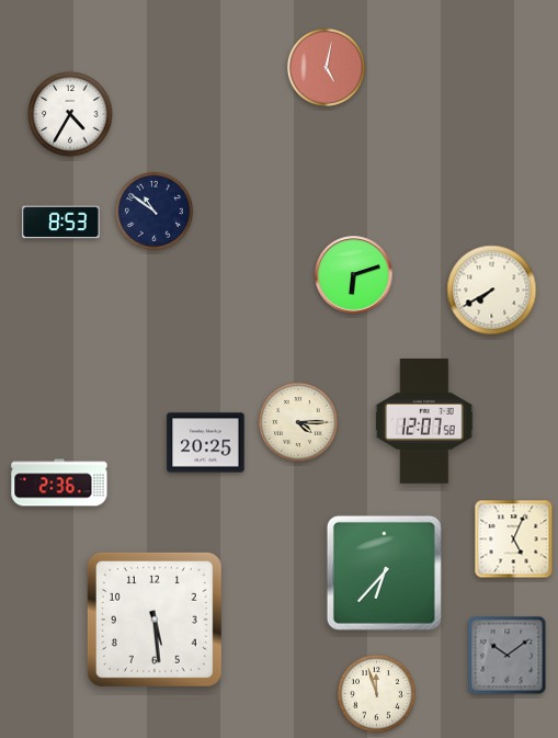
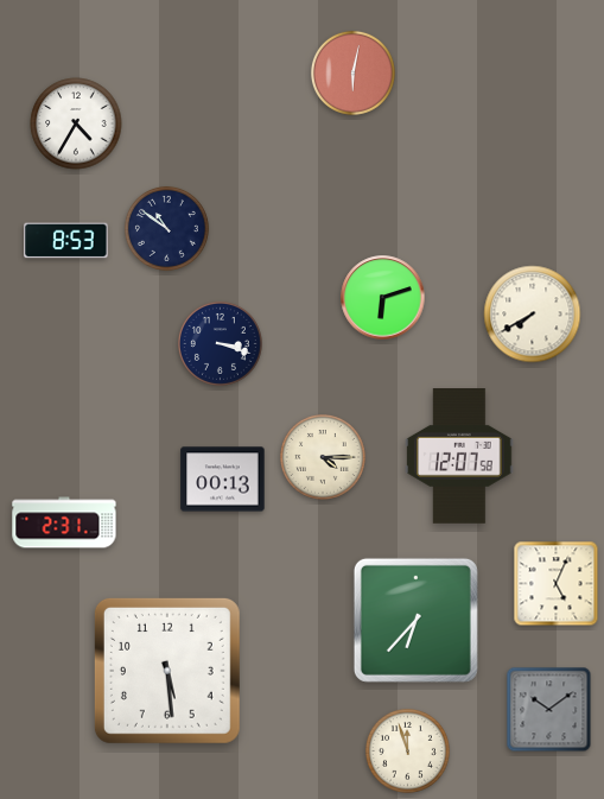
clock at (326, 67): 5:02 -> 6:02
clock at (220, 343): none -> 3:18
clock at (206, 443): 20:25 -> 00:13
clock at (59, 482): 2:36 -> 2:31
